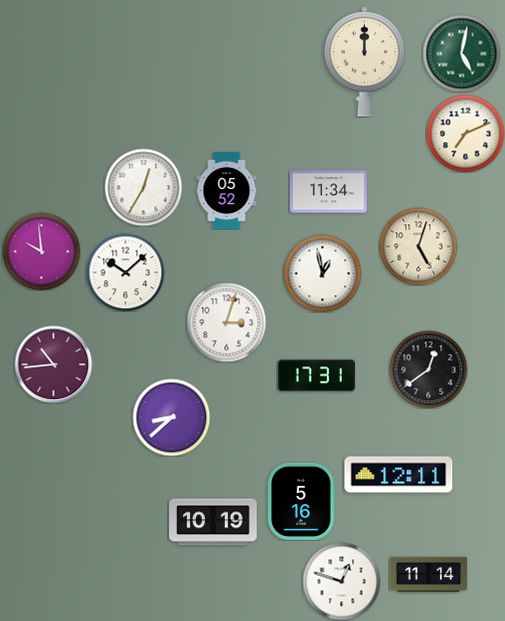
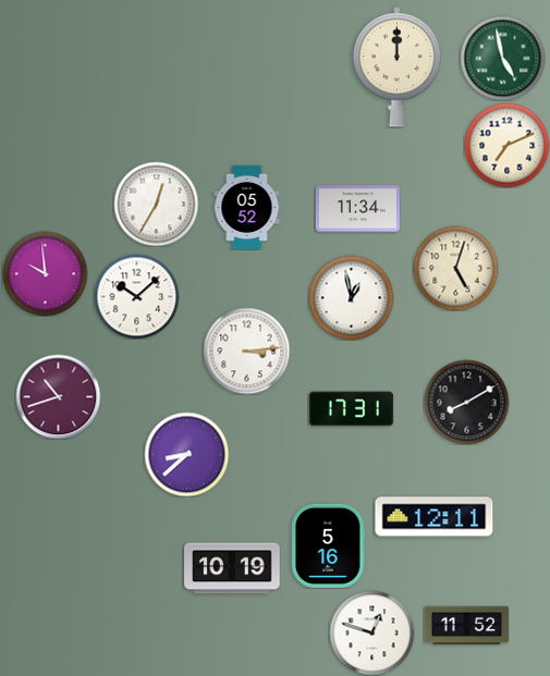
clock at (461, 53): 5:02 -> 4:58
clock at (226, 322): 3:03 -> 3:14
clock at (53, 364): 10:44 -> 10:42
clock at (428, 369): 12:39 -> 8:10
clock at (316, 376) position: (316, 376) -> (351, 409)
clock at (428, 575): 11:14 -> 11:52
